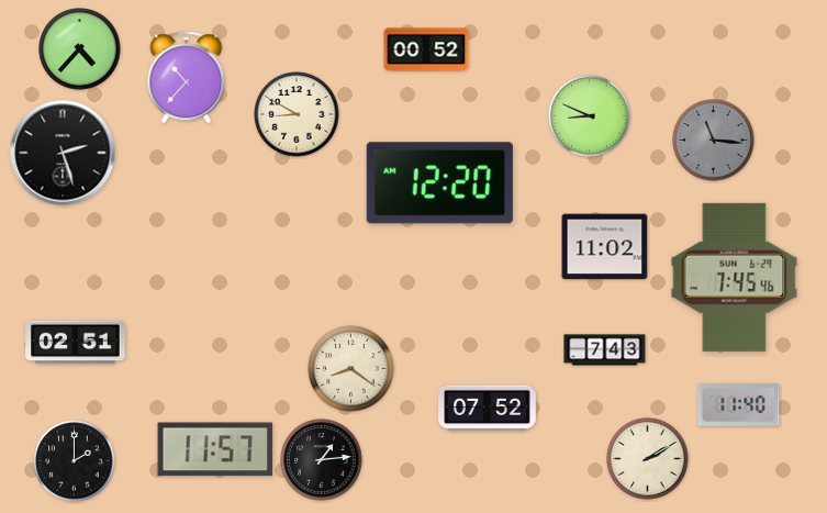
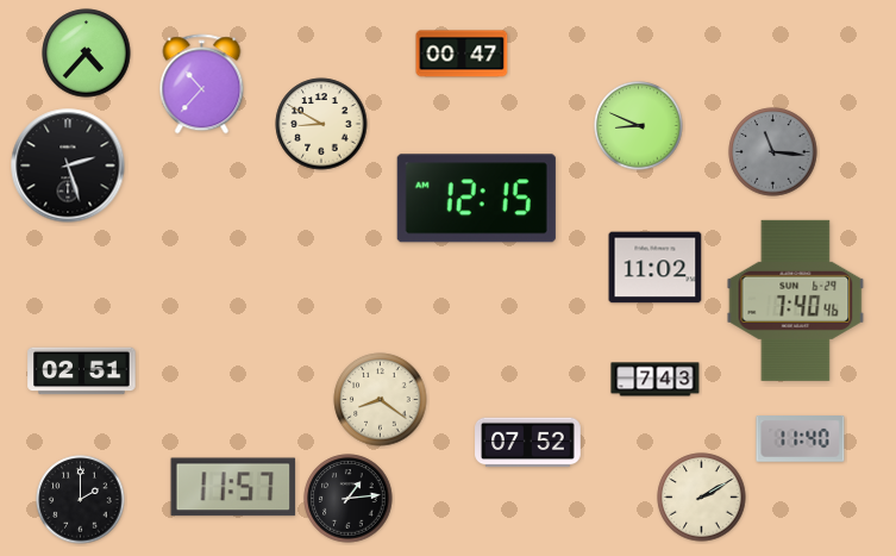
clock at (426, 49): 00:52 -> 00:47
clock at (439, 183): 12:20 -> 12:15
clock at (735, 277): 7:45 -> 7:40
